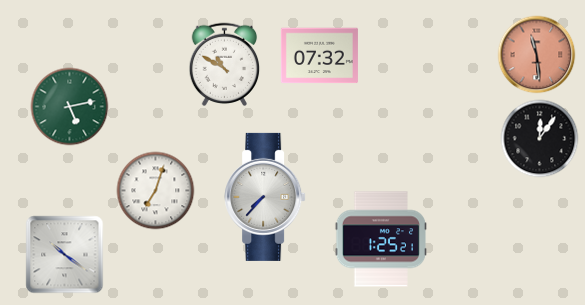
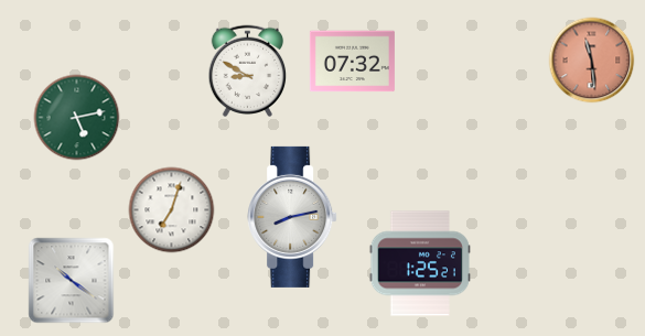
clock at (225, 64): 10:50 -> 8:50
clock at (539, 138): 12:06 -> none
clock at (265, 197): 7:37 -> 8:13
